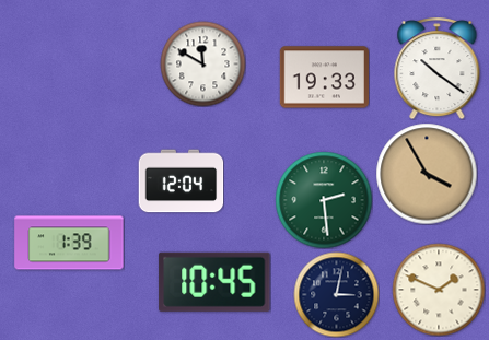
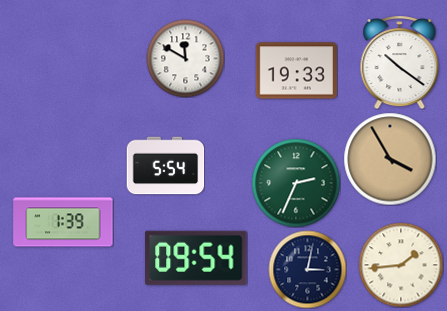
clock at (181, 181): 12:04 -> 5:54
clock at (324, 200): 2:29 -> 2:34
clock at (214, 282): 10:45 -> 09:54
clock at (439, 290): 1:49 -> 1:44
